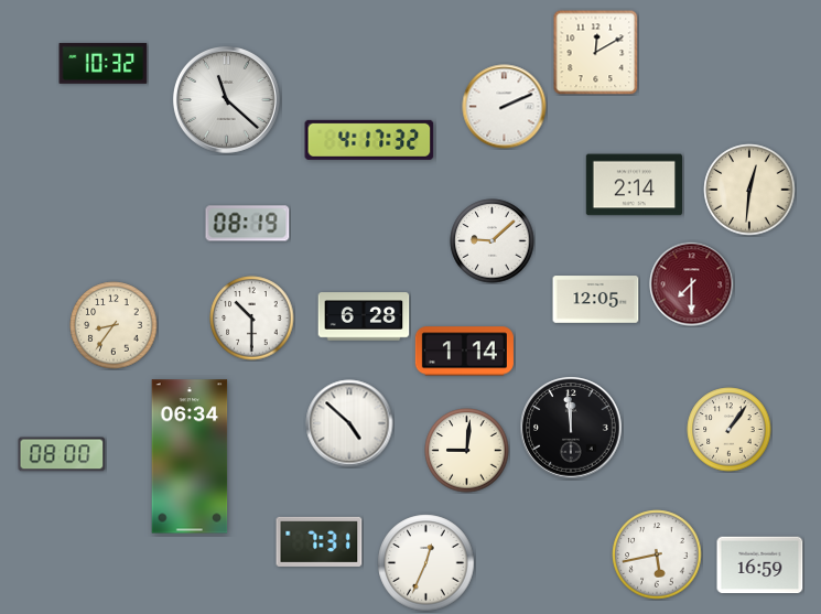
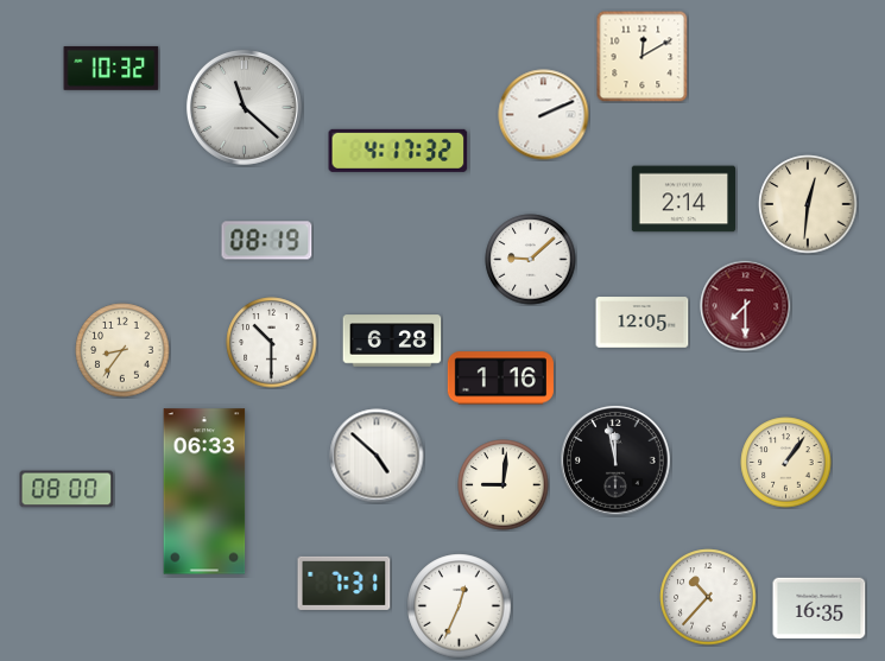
clock at (464, 352): 1:14 -> 1:16
clock at (571, 428): 11:59 -> 11:58
clock at (190, 456): 06:34 -> 06:33
clock at (657, 554): 5:43 -> 10:37
clock at (760, 565): 16:59 -> 16:35
